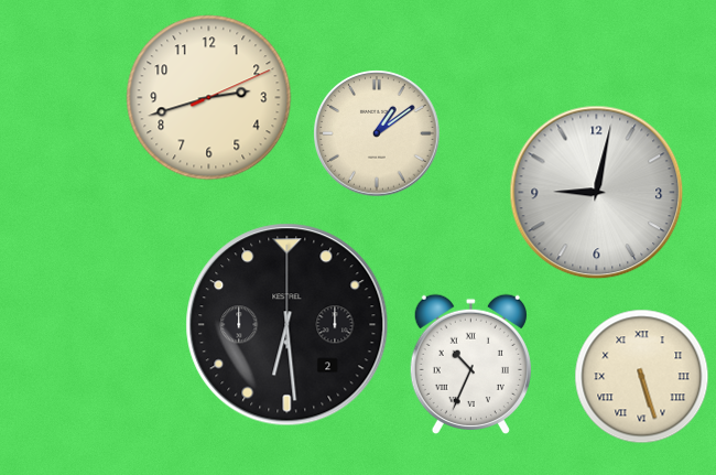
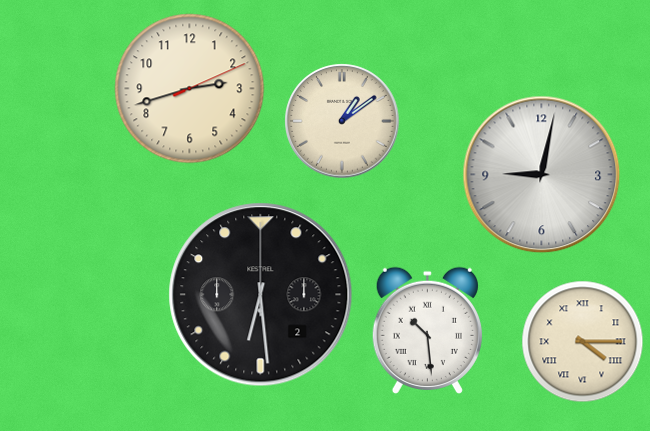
clock at (470, 364): 10:34 -> 10:29
clock at (642, 377): 5:27 -> 4:15
